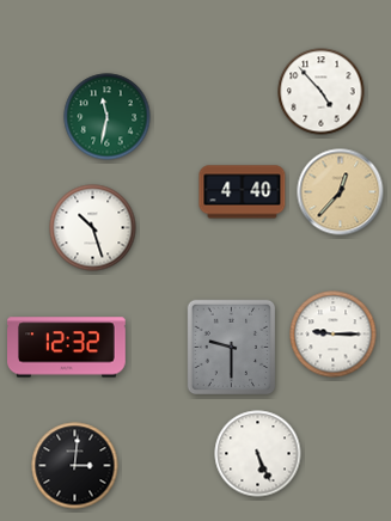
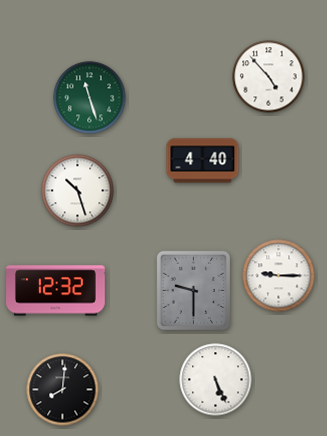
clock at (108, 117): 11:32 -> 11:27
clock at (341, 192): 12:37 -> none
clock at (334, 335) position: (334, 335) -> (279, 276)
clock at (75, 466): 3:01 -> 8:01
